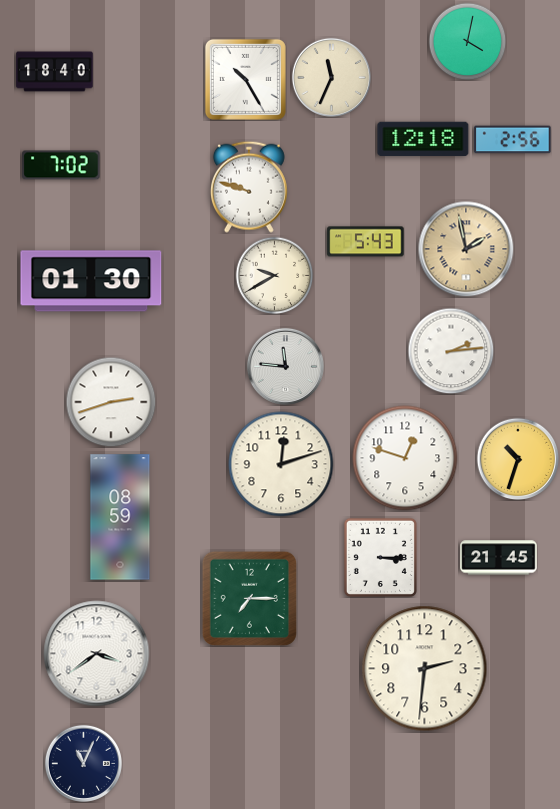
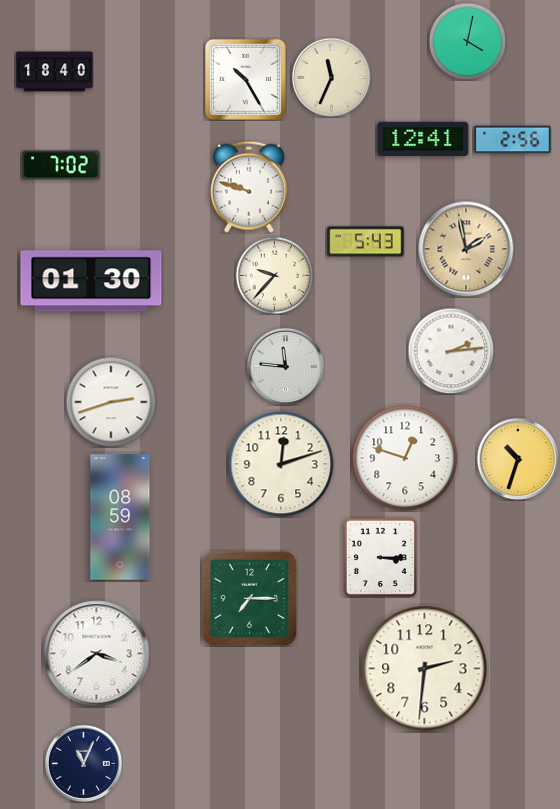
clock at (423, 139): 12:18 -> 12:41
clock at (274, 275): 9:40 -> 9:37
clock at (499, 558): 21:45 -> none
